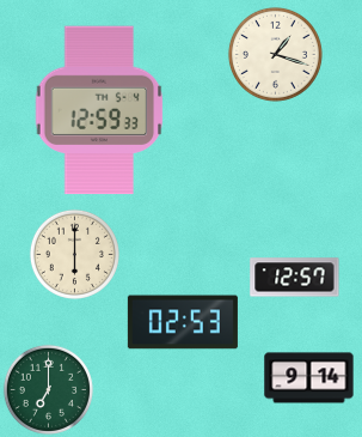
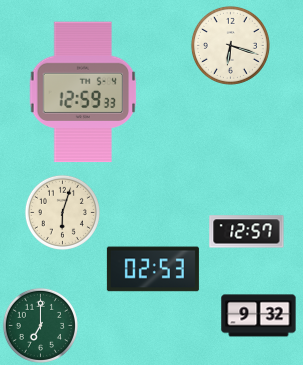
clock at (275, 54): 1:18 -> 6:18
clock at (74, 254): 6:00 -> 6:03
clock at (309, 378): 9:14 -> 9:32
